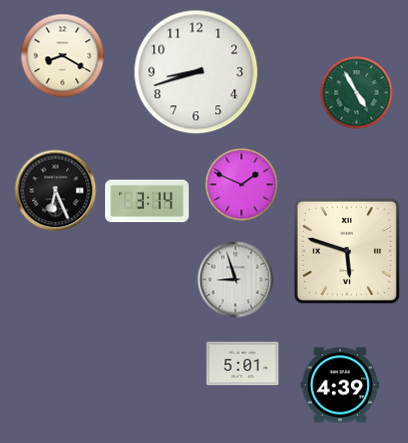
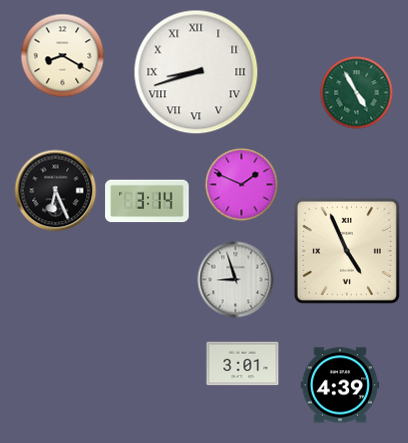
clock at (196, 72) numerals: Arabic -> Roman
clock at (347, 251): 5:48 -> 4:56
clock at (243, 364): 5:01 -> 3:01
